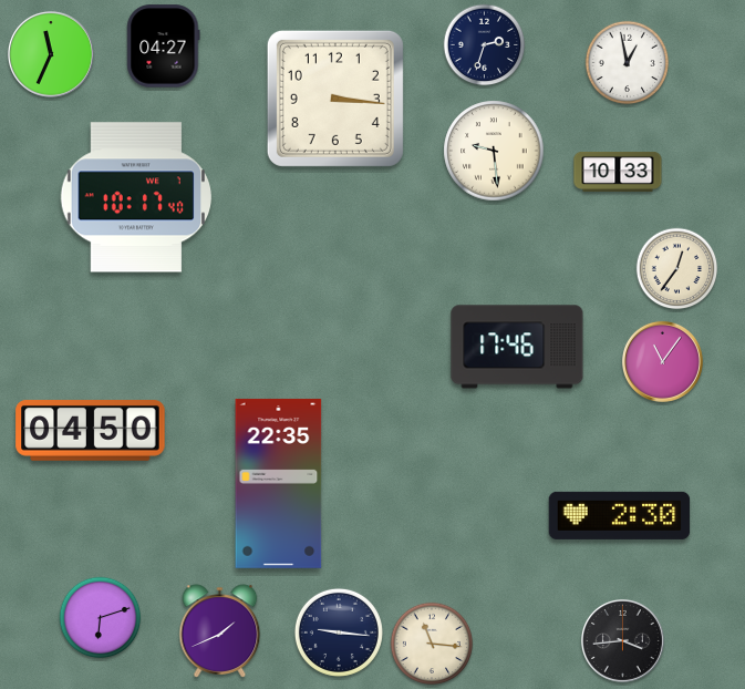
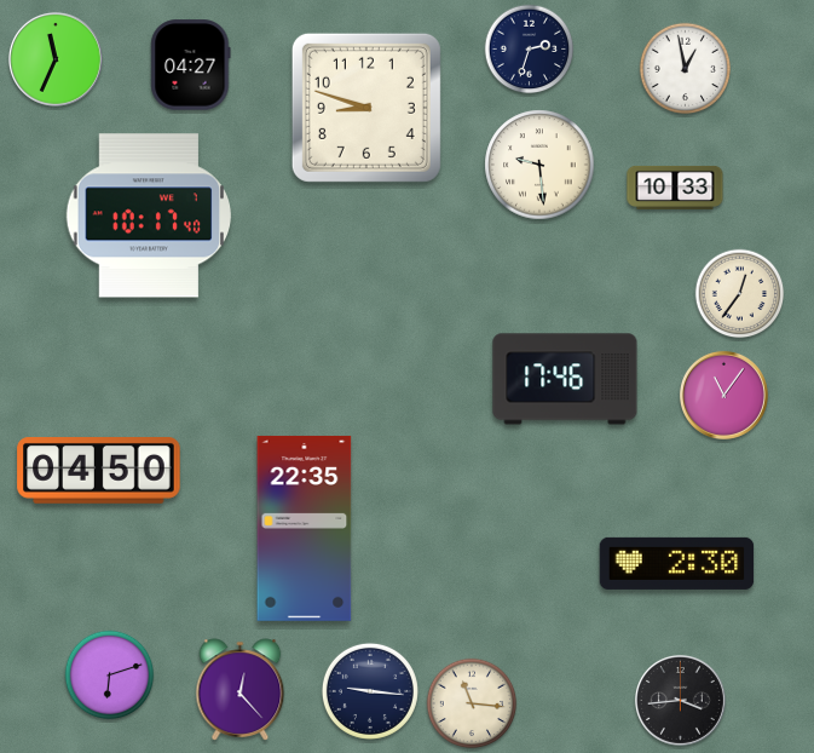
clock at (164, 47) position: (164, 47) -> (191, 65)
clock at (335, 99): 3:16 -> 8:48
clock at (220, 631): 1:41 -> 12:23
